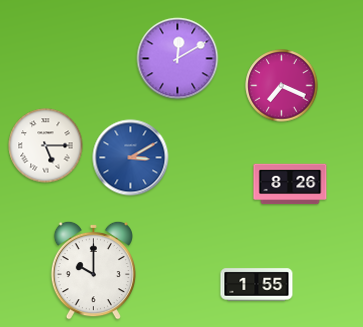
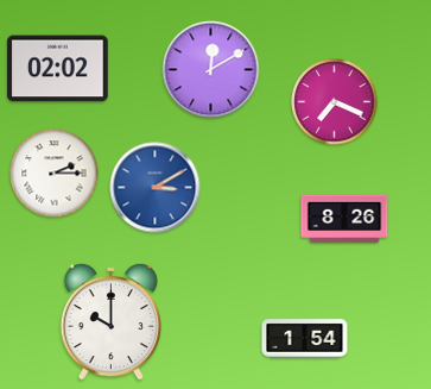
clock at (58, 69): none -> 02:02
clock at (46, 146): 5:15 -> 2:15
clock at (257, 285): 1:55 -> 1:54
